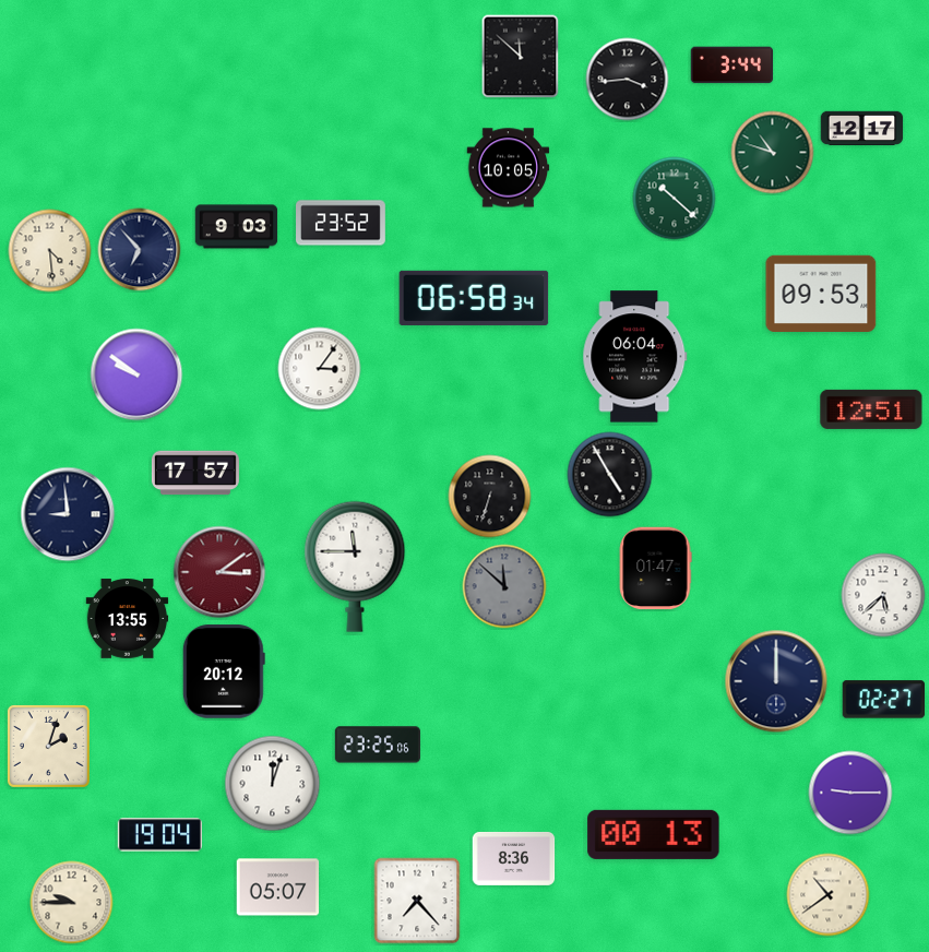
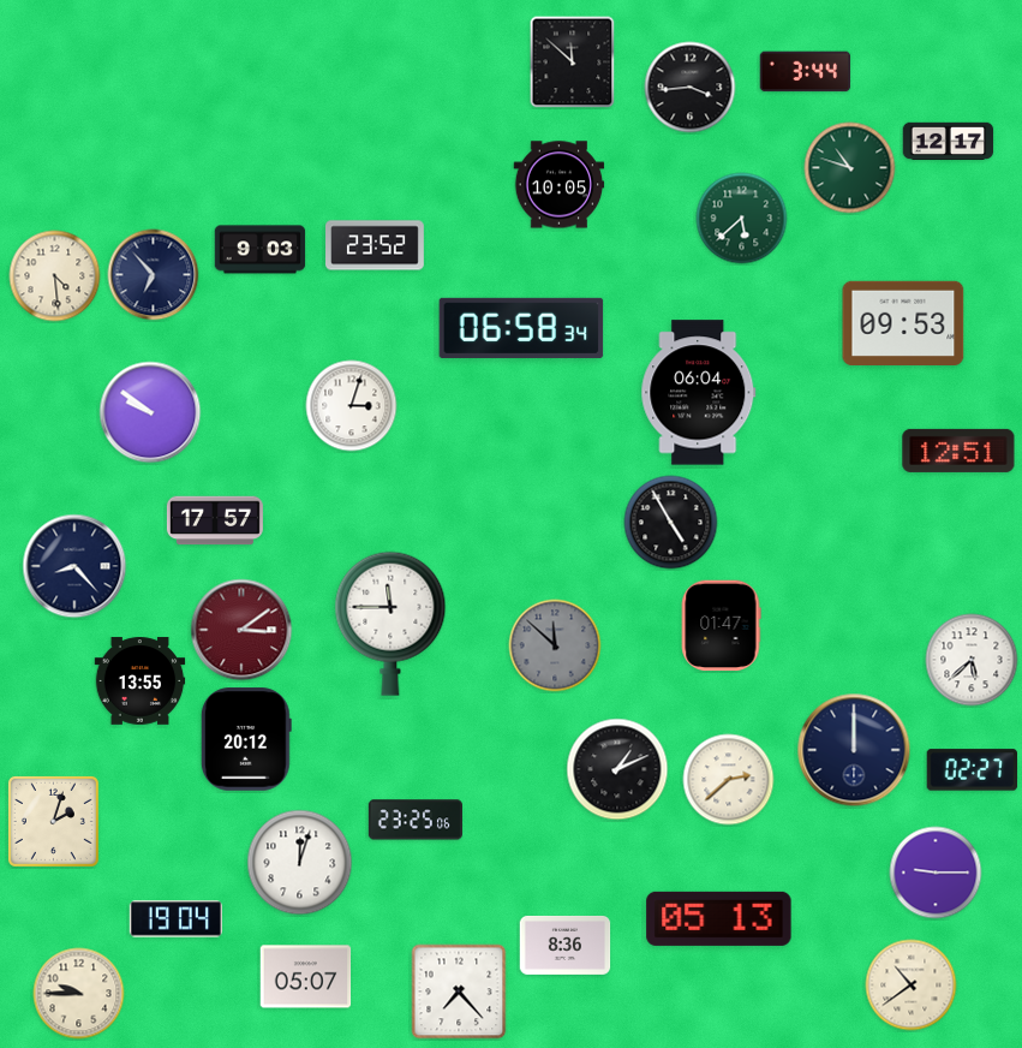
clock at (675, 199): 10:22 -> 5:38
clock at (320, 369): 3:06 -> 3:03
clock at (490, 497): 6:33 -> none
clock at (68, 514): 8:59 -> 8:23
clock at (883, 595) position: (883, 595) -> (972, 660)
clock at (617, 769): none -> 1:11
clock at (729, 780): none -> 2:38
clock at (654, 834): 00:13 -> 05:13
